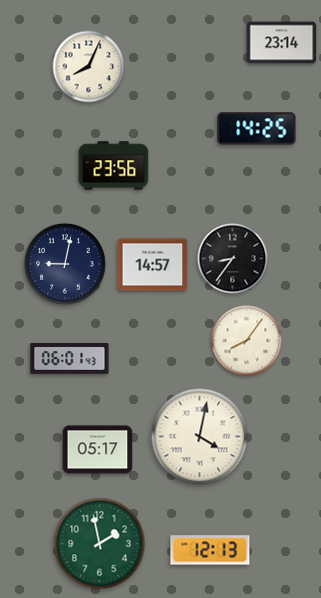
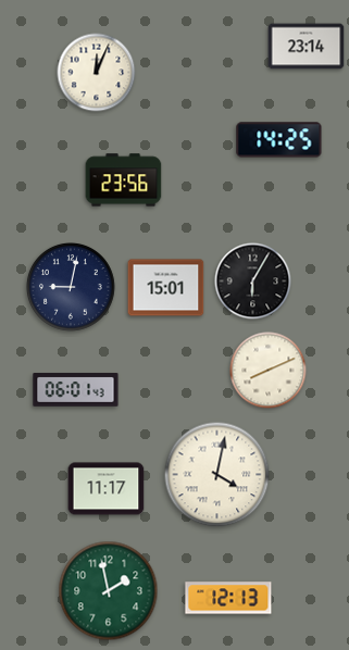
clock at (89, 67): 8:04 -> 12:04
clock at (233, 259): 8:36 -> 6:05
clock at (153, 265): 14:57 -> 15:01
clock at (247, 341): 8:06 -> 8:11
clock at (98, 450): 05:17 -> 11:17
